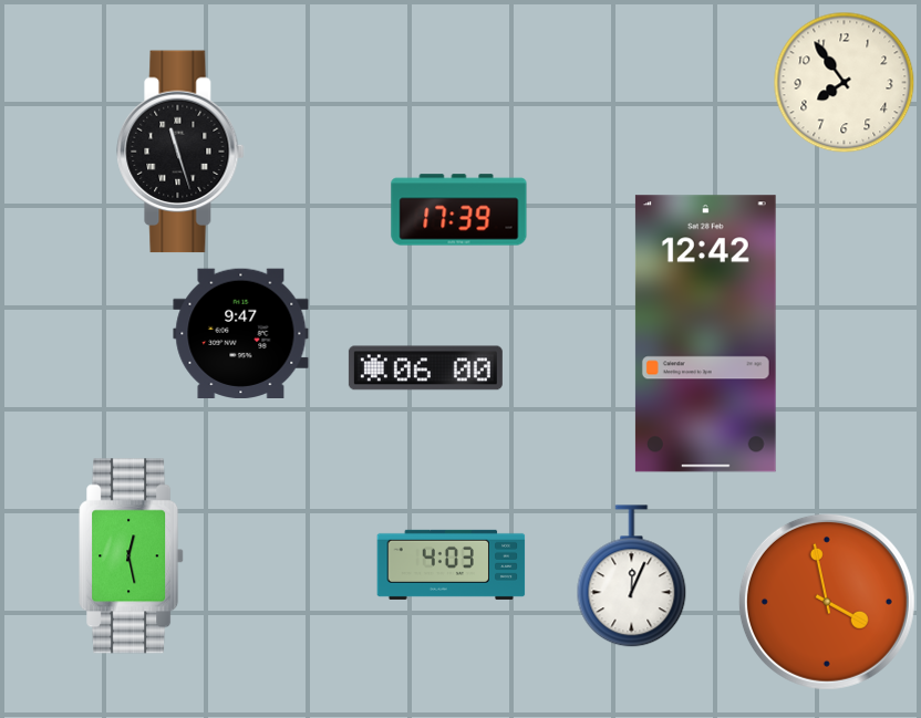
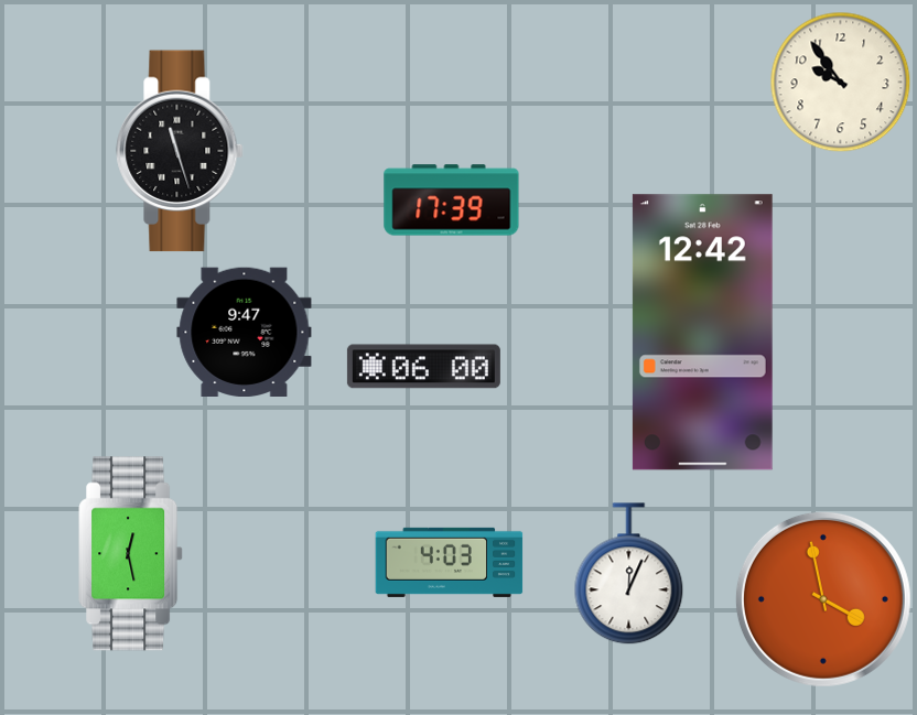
clock at (845, 83): 7:54 -> 9:54
clock at (459, 210) position: (459, 210) -> (452, 201)
clock at (241, 334) position: (241, 334) -> (245, 333)
